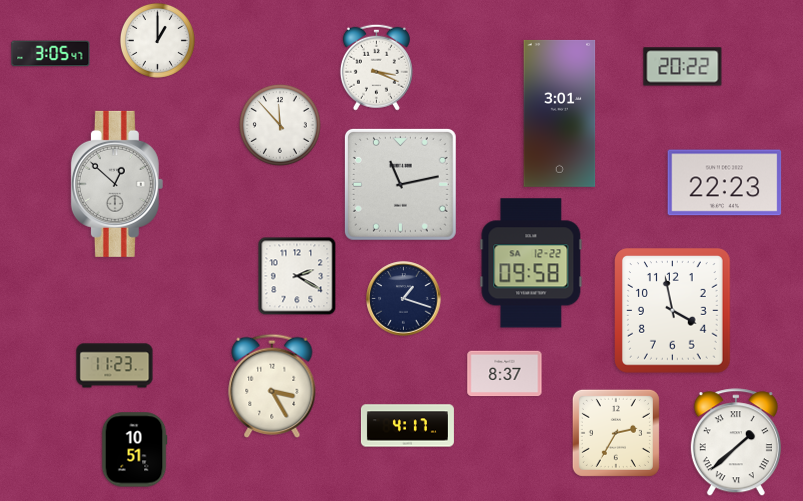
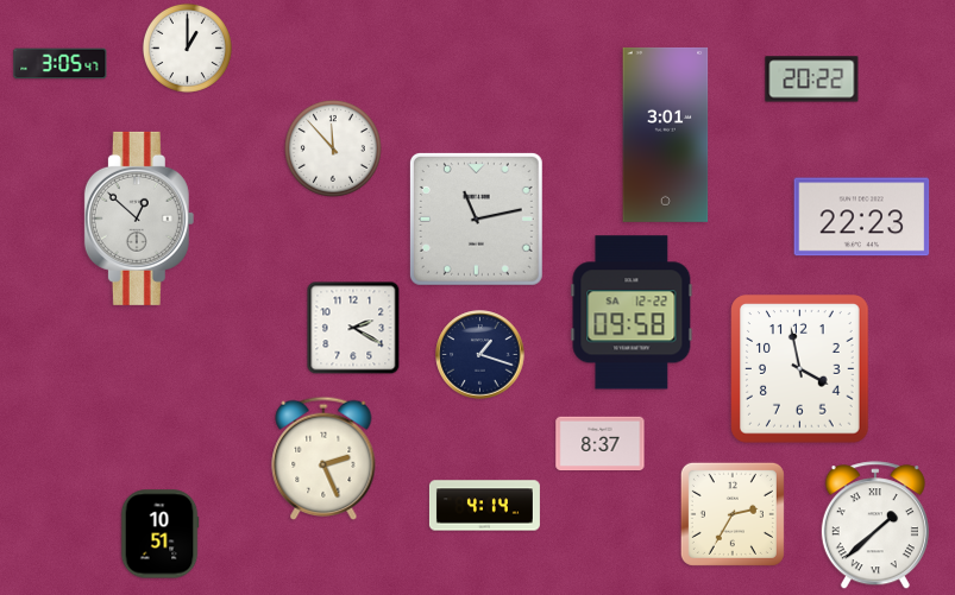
clock at (376, 67): 3:19 -> none
clock at (115, 366): 11:23 -> none
clock at (272, 386): 3:25 -> 2:26
clock at (407, 426): 4:17 -> 4:14
